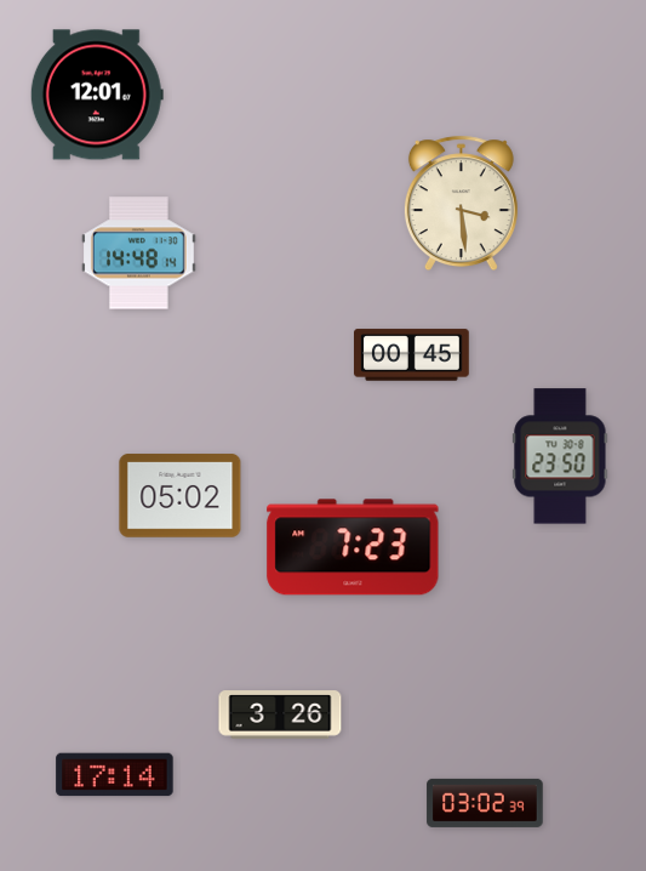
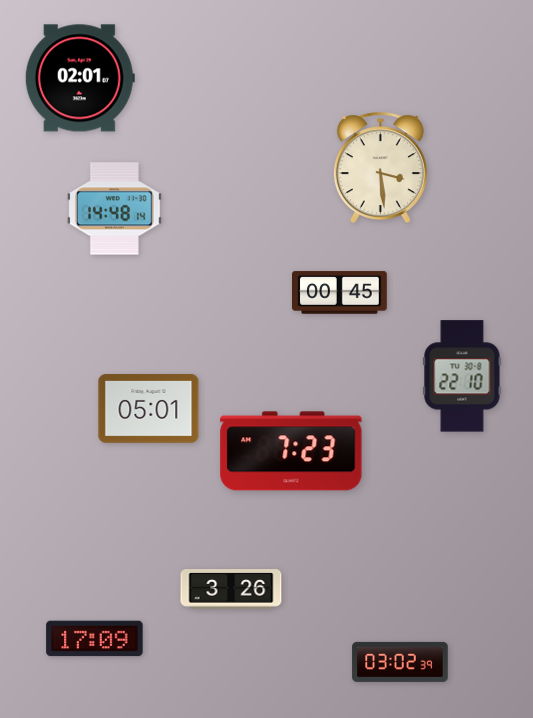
clock at (97, 95): 12:01 -> 02:01
clock at (560, 456): 23:50 -> 22:10
clock at (181, 496): 05:02 -> 05:01
clock at (115, 775): 17:14 -> 17:09
